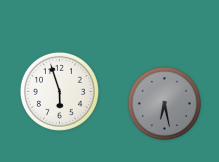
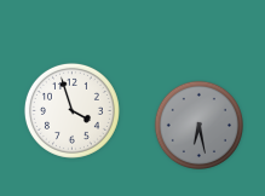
clock at (59, 91): 5:57 -> 3:57
